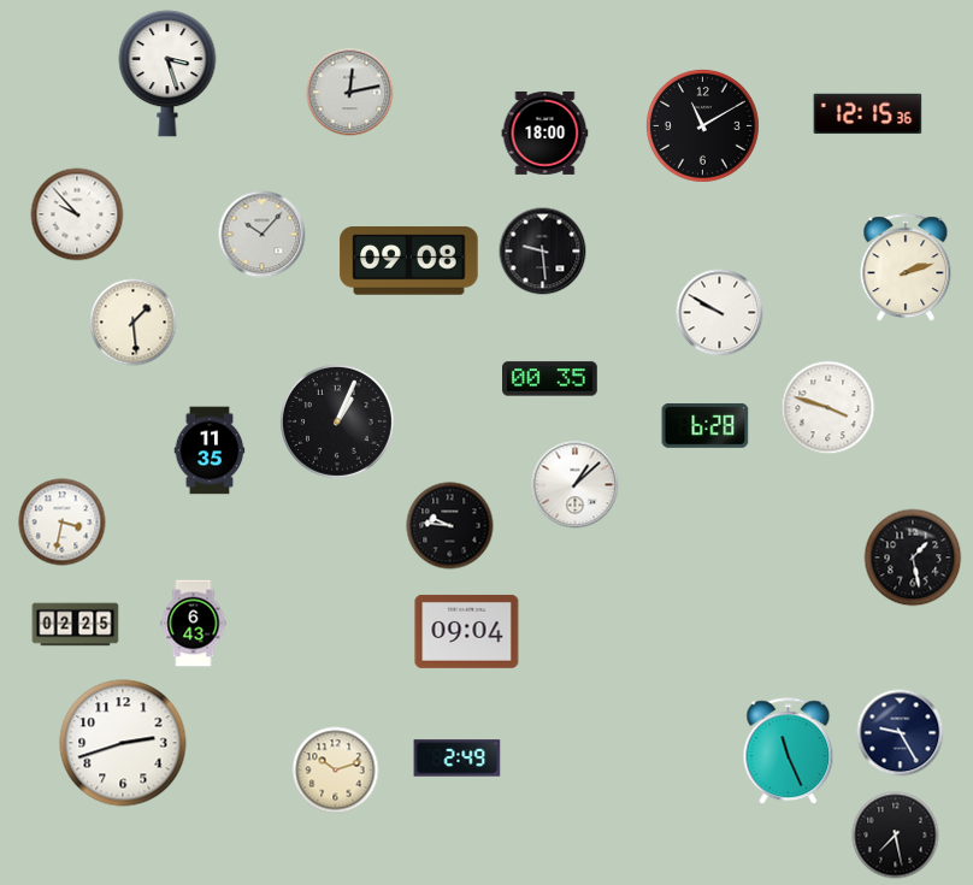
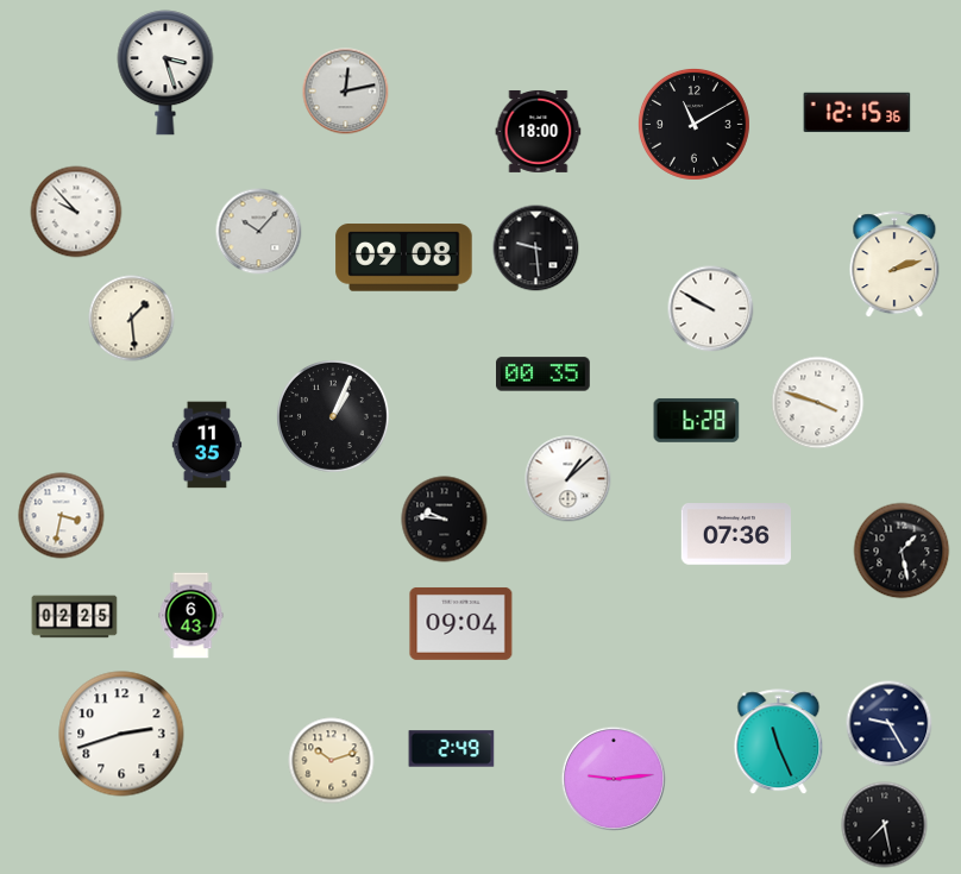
clock at (735, 534): none -> 07:36
clock at (613, 778): none -> 9:14
